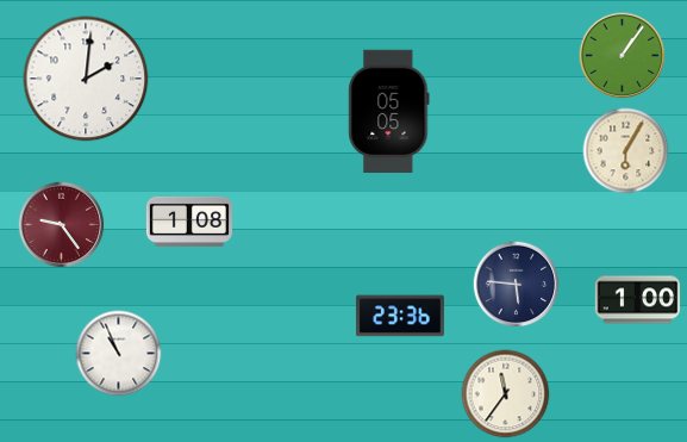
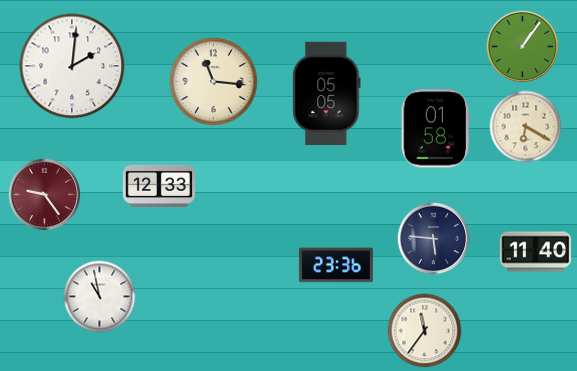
clock at (214, 82): none -> 11:16
clock at (626, 151): 6:05 -> 6:20
clock at (435, 129): none -> 01:58
clock at (188, 222): 1:08 -> 12:33
clock at (62, 225) position: (62, 225) -> (45, 195)
clock at (638, 300): 1:00 -> 11:40
clock at (119, 354): 10:56 -> 10:58
